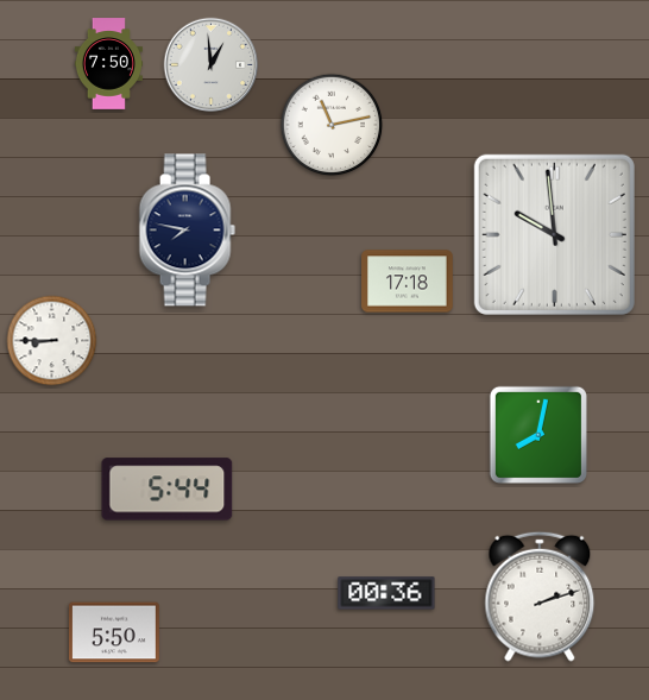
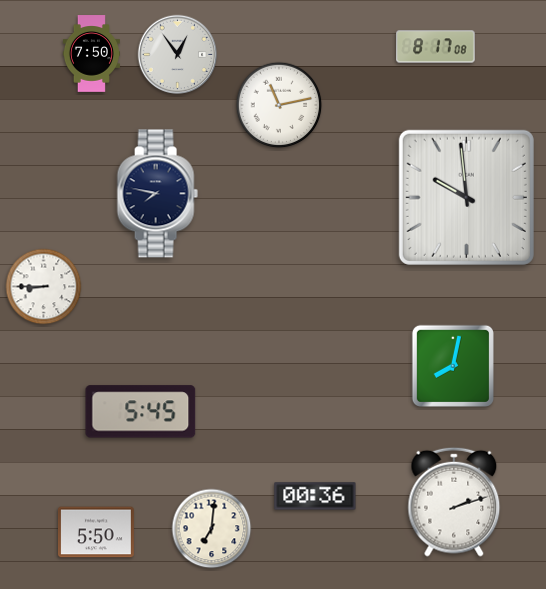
clock at (436, 47): none -> 8:17
clock at (212, 65): 12:59 -> 12:54
clock at (408, 282): 17:18 -> none
clock at (168, 490): 5:44 -> 5:45
clock at (386, 593) position: (386, 593) -> (315, 496)
clock at (212, 529): none -> 7:01
